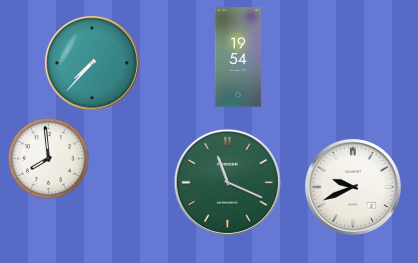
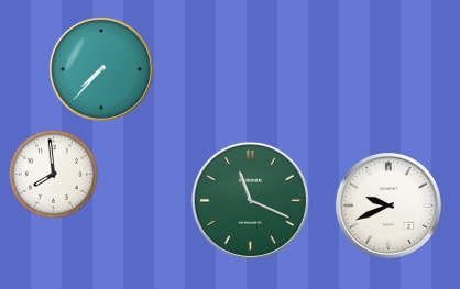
clock at (238, 57): 19:54 -> none
